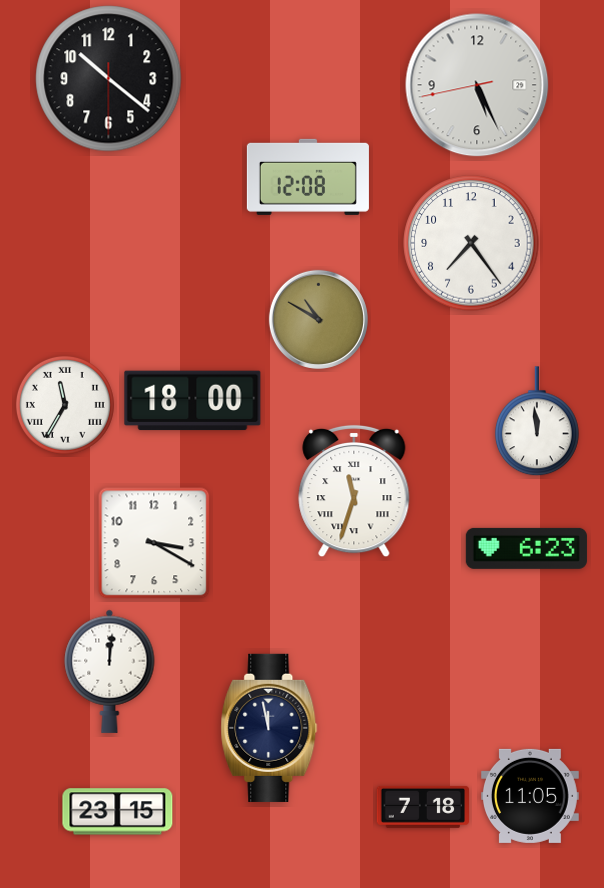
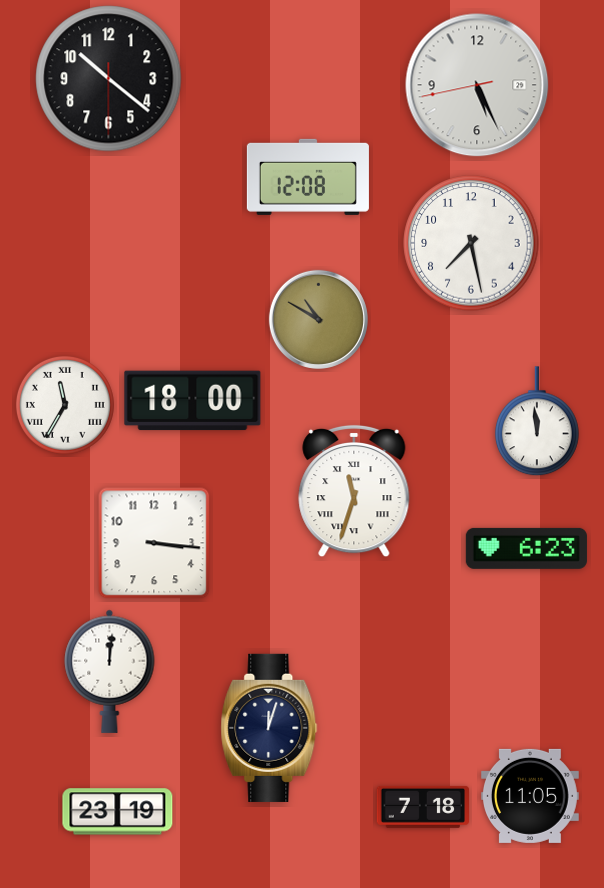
clock at (471, 243): 7:24 -> 7:28
clock at (154, 543): 3:20 -> 3:16
clock at (269, 728): 11:58 -> 12:03
clock at (118, 812): 23:15 -> 23:19
